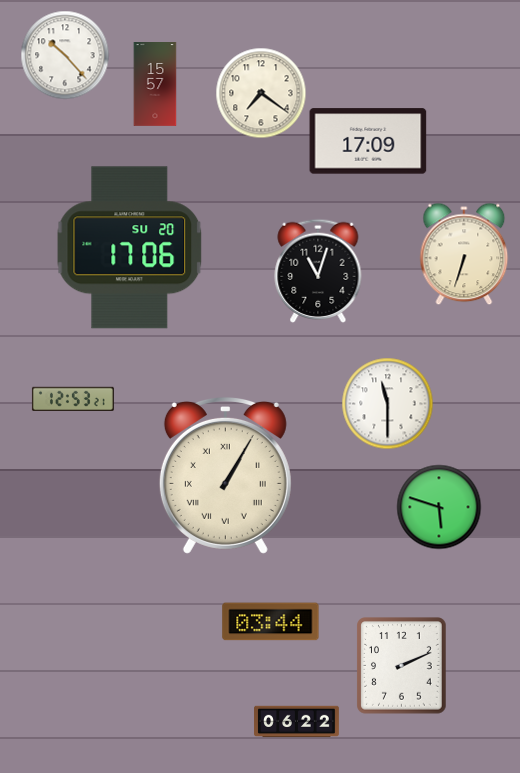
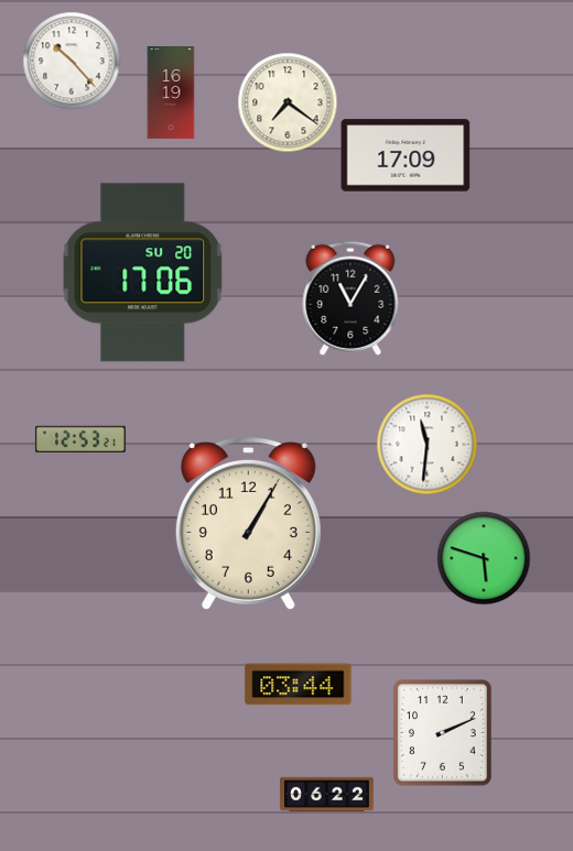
clock at (155, 85): 15:57 -> 16:19
clock at (464, 254): 6:33 -> none
clock at (318, 271): 11:03 -> 11:05
clock at (387, 403): 11:30 -> 11:31
clock at (225, 475) numerals: Roman -> Arabic
